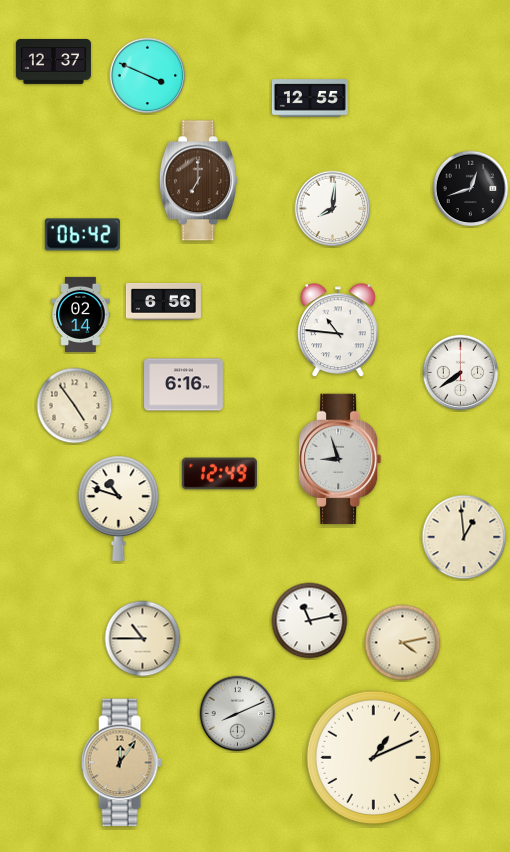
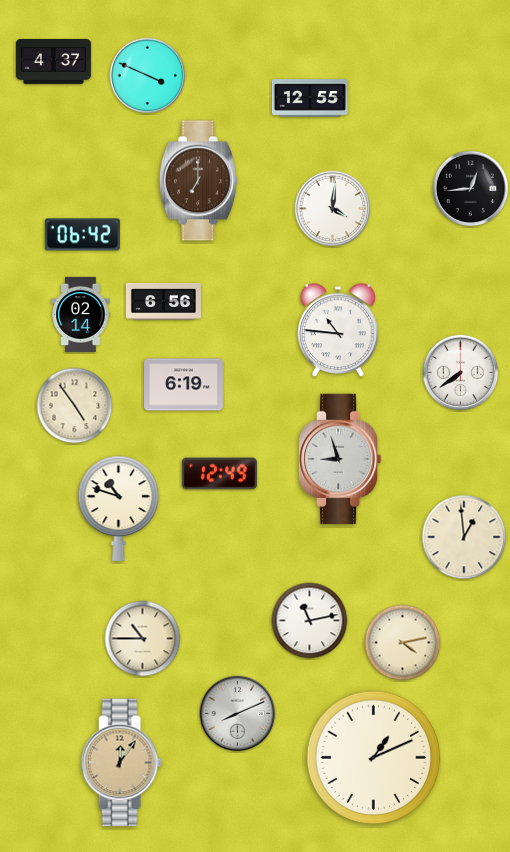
clock at (53, 61): 12:37 -> 4:37
clock at (471, 189): 12:42 -> 12:44
clock at (333, 209): 8:01 -> 4:01
clock at (184, 385): 6:16 -> 6:19
